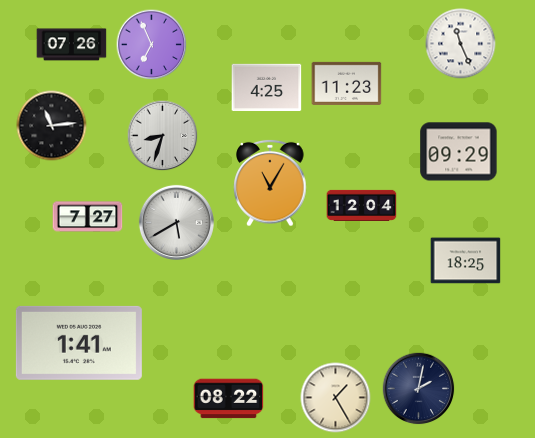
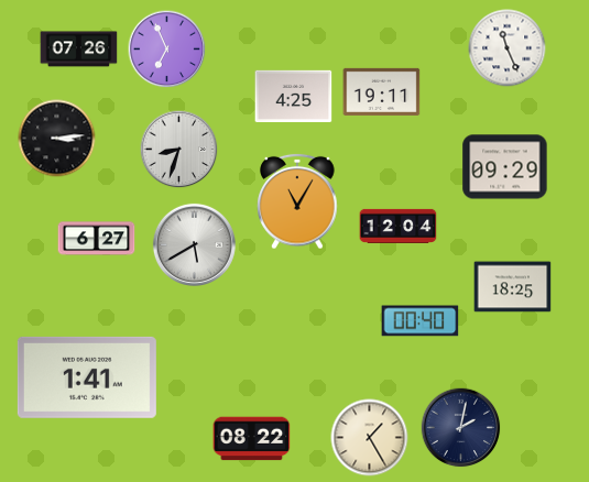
clock at (347, 83): 11:23 -> 19:11
clock at (52, 126): 11:14 -> 3:14
clock at (88, 217): 7:27 -> 6:27
clock at (421, 321): none -> 00:40
